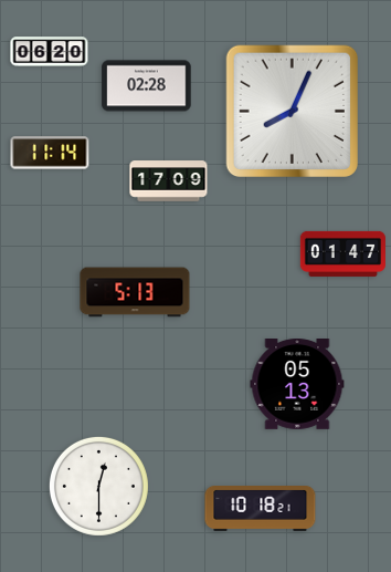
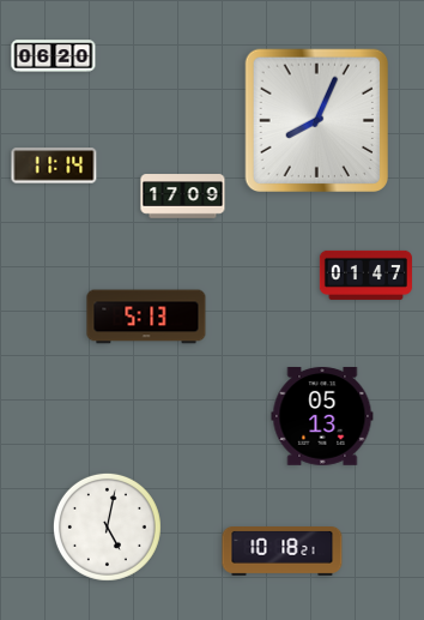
clock at (147, 86): 02:28 -> none
clock at (342, 253) position: (342, 253) -> (365, 275)
clock at (98, 486): 12:30 -> 5:02
